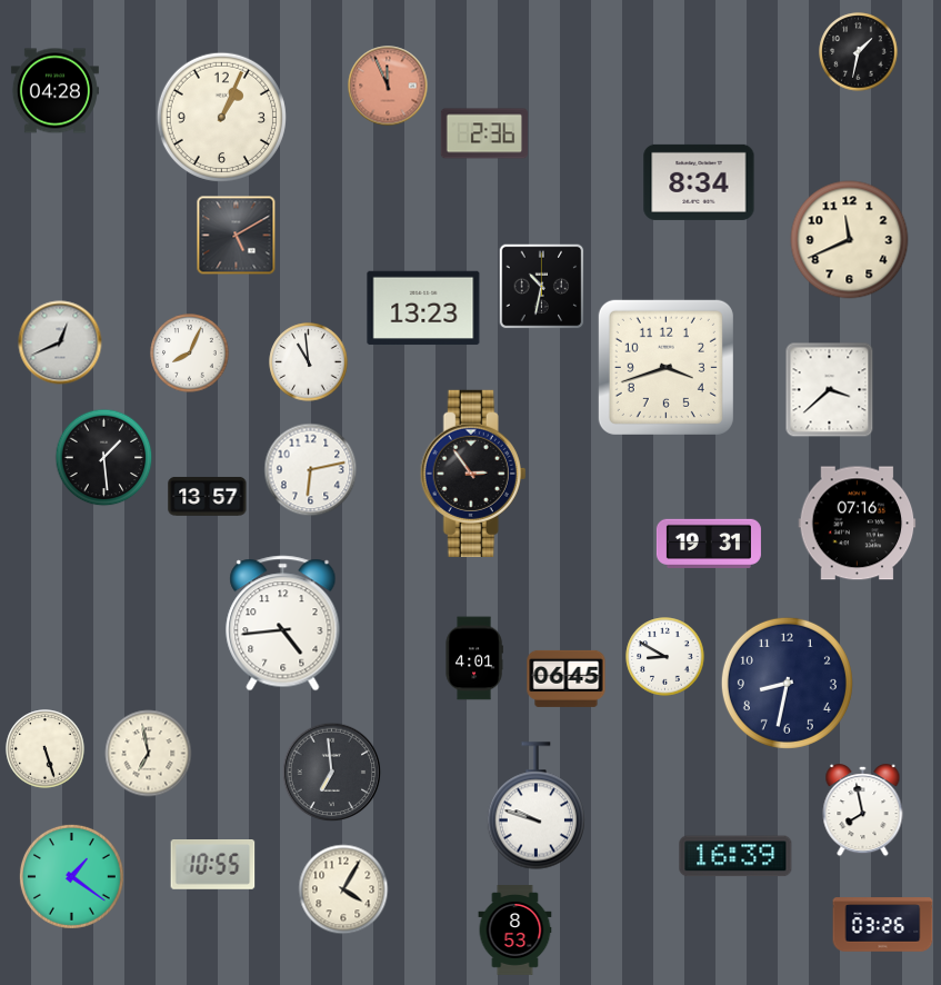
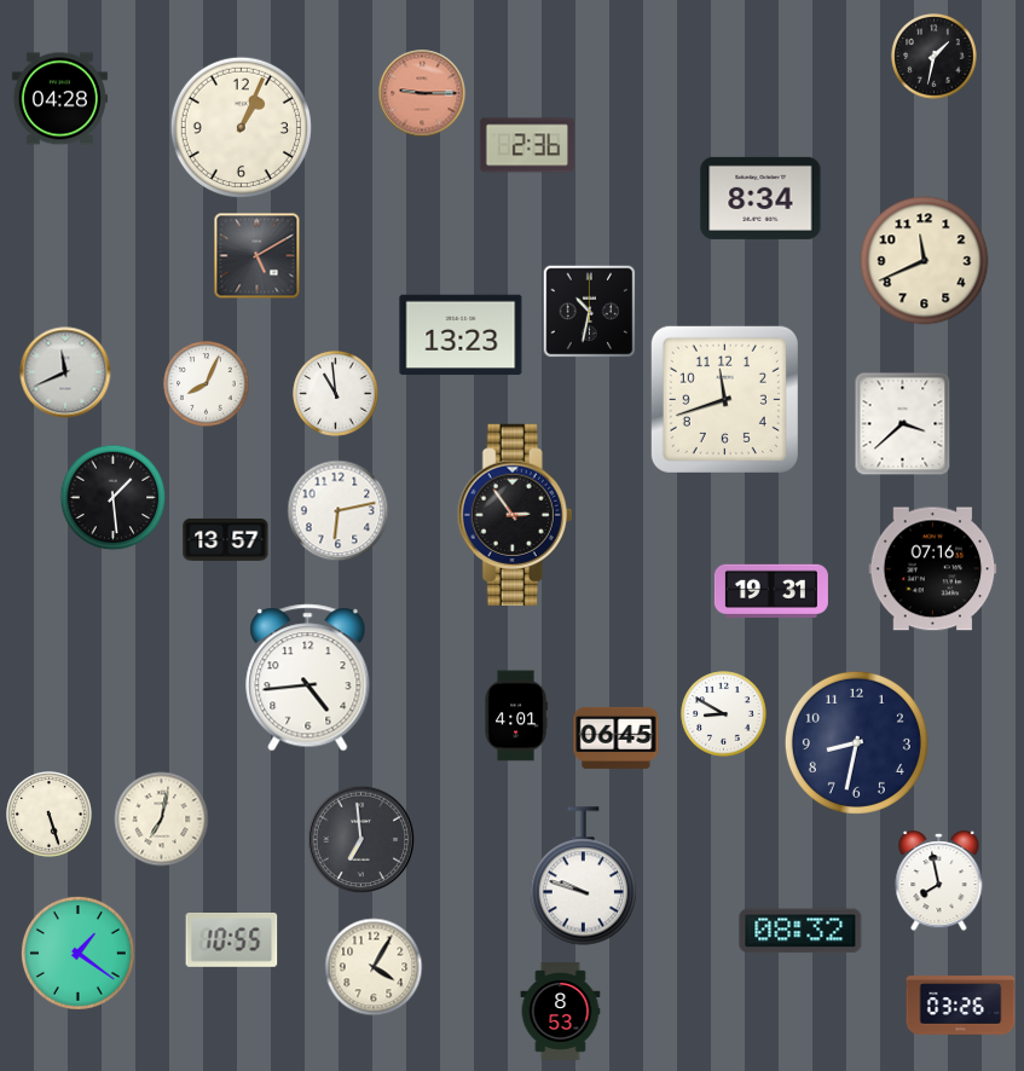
clock at (388, 86): 11:56 -> 9:15
clock at (60, 342): 12:41 -> 11:41
clock at (665, 367): 3:42 -> 11:42
clock at (149, 754): 6:58 -> 7:02
clock at (735, 856): 16:39 -> 08:32
